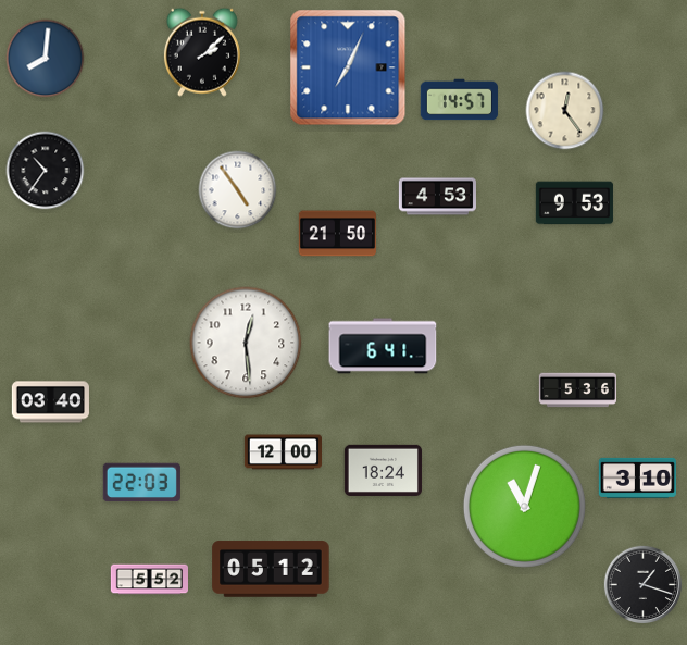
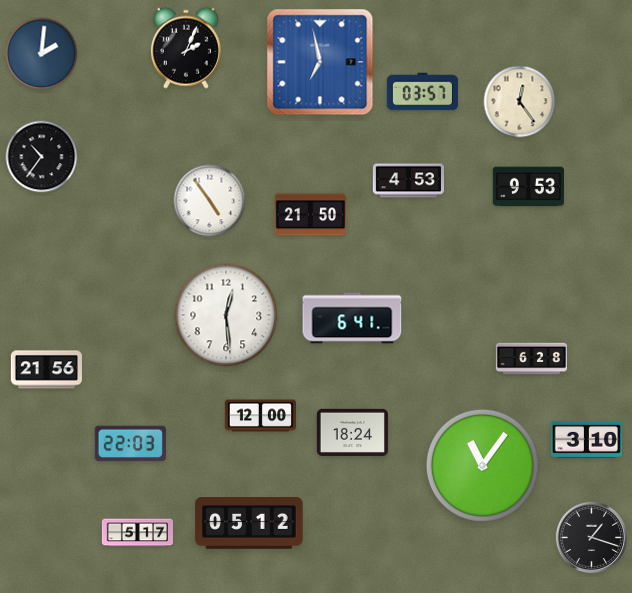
clock at (202, 52): 2:08 -> 2:04
clock at (46, 59): 8:01 -> 2:01
clock at (348, 67): 7:04 -> 6:58
clock at (459, 100): 14:57 -> 03:57
clock at (238, 190) position: (238, 190) -> (210, 201)
clock at (437, 197) position: (437, 197) -> (408, 181)
clock at (577, 390): 5:36 -> 6:28
clock at (50, 402): 03:40 -> 21:56
clock at (524, 506): 11:03 -> 11:06
clock at (149, 580): 5:52 -> 5:17
